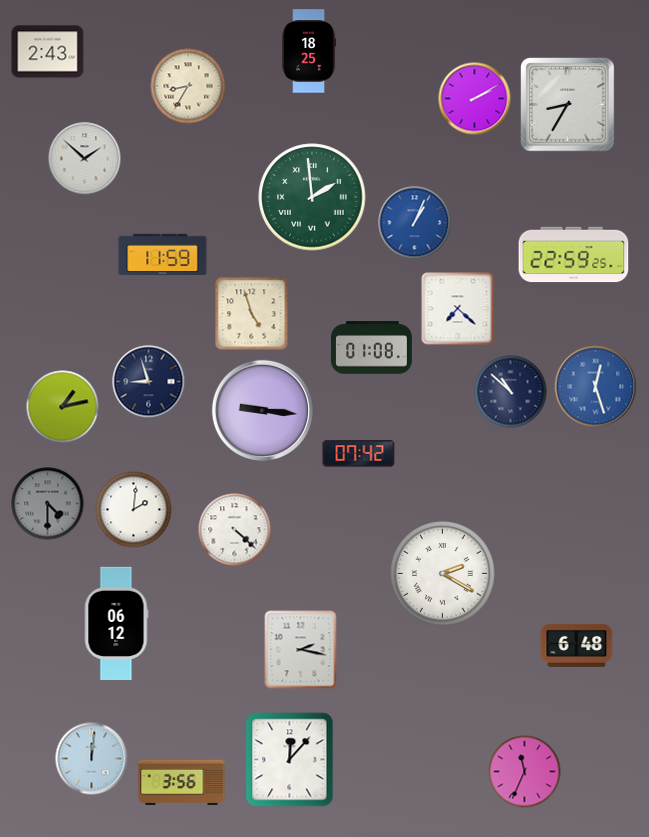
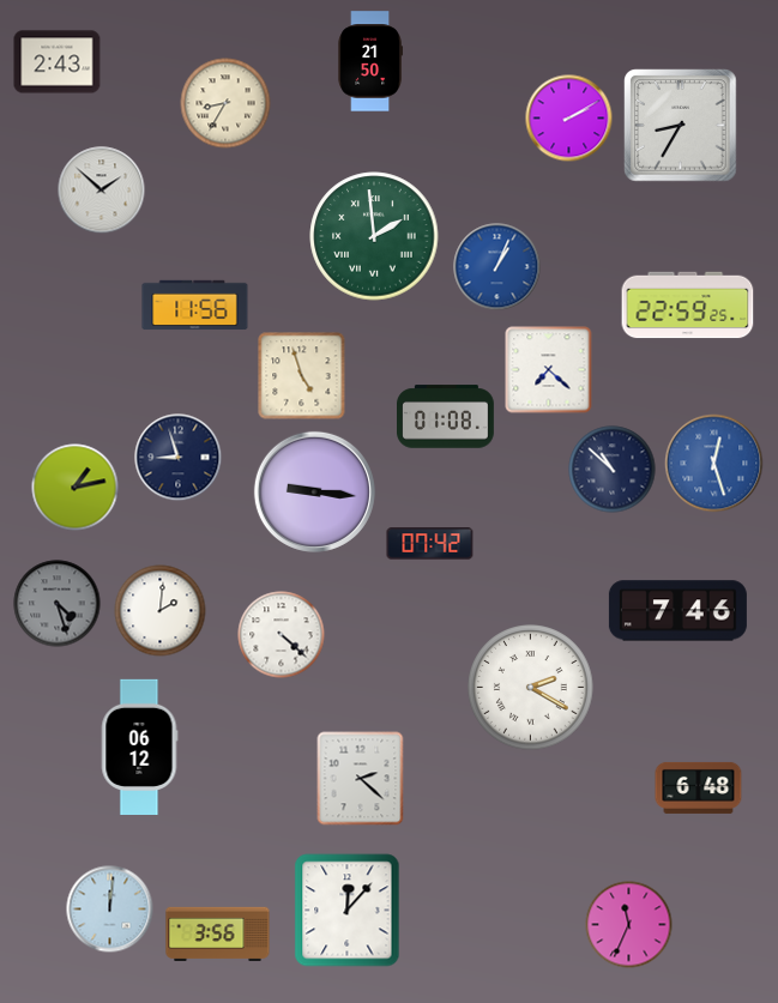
clock at (308, 51): 18:25 -> 21:50
clock at (163, 255): 11:59 -> 11:56
clock at (48, 504): 4:30 -> 4:27
clock at (677, 611): none -> 7:46
clock at (577, 645) position: (577, 645) -> (699, 787)
clock at (301, 650): 2:17 -> 2:22
clock at (182, 782) position: (182, 782) -> (218, 933)
